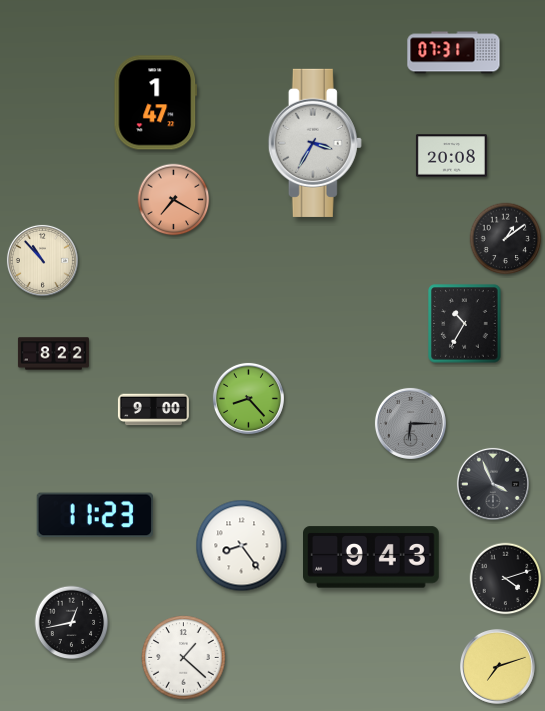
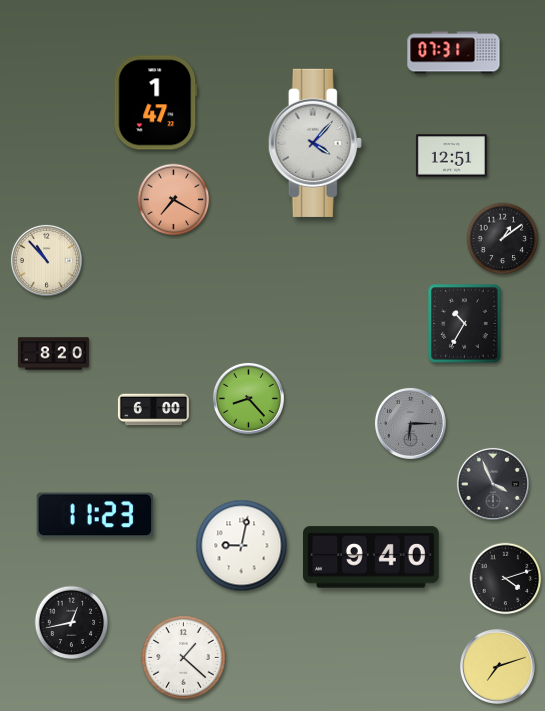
clock at (315, 143): 3:35 -> 4:07
clock at (451, 156): 20:08 -> 12:51
clock at (506, 239) position: (506, 239) -> (503, 239)
clock at (42, 260) position: (42, 260) -> (46, 260)
clock at (53, 354): 8:22 -> 8:20
clock at (153, 410): 9:00 -> 6:00
clock at (242, 546): 8:24 -> 9:02
clock at (372, 557): 9:43 -> 9:40
